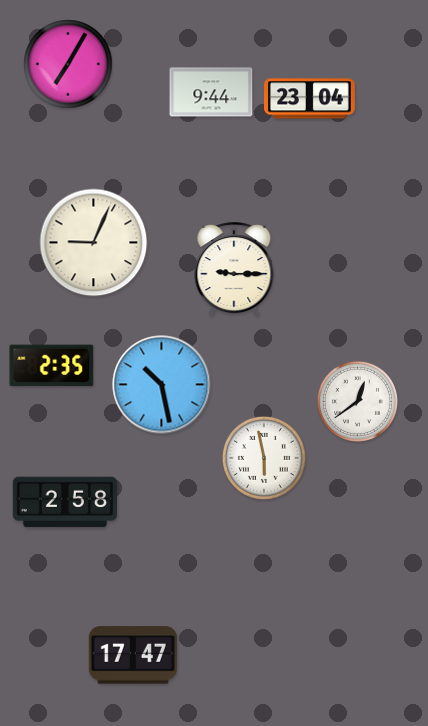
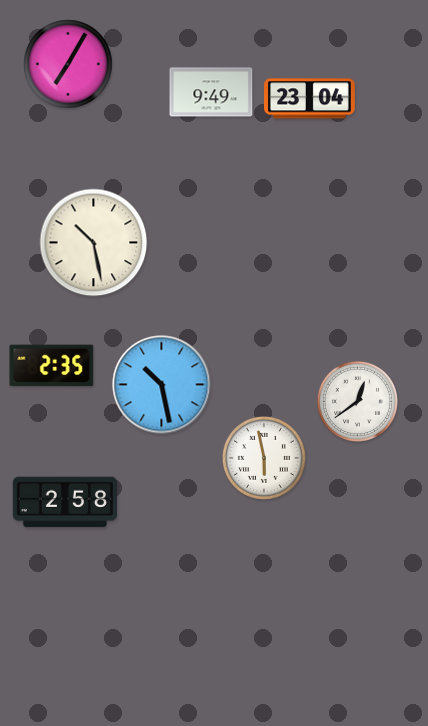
clock at (211, 92): 9:44 -> 9:49
clock at (94, 243): 9:04 -> 10:28
clock at (234, 270): 9:15 -> none
clock at (133, 655): 17:47 -> none
